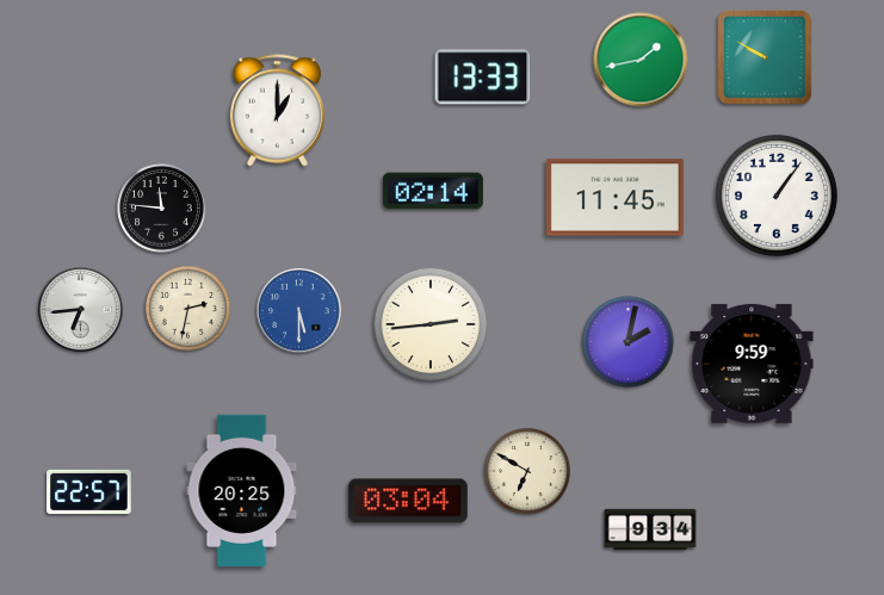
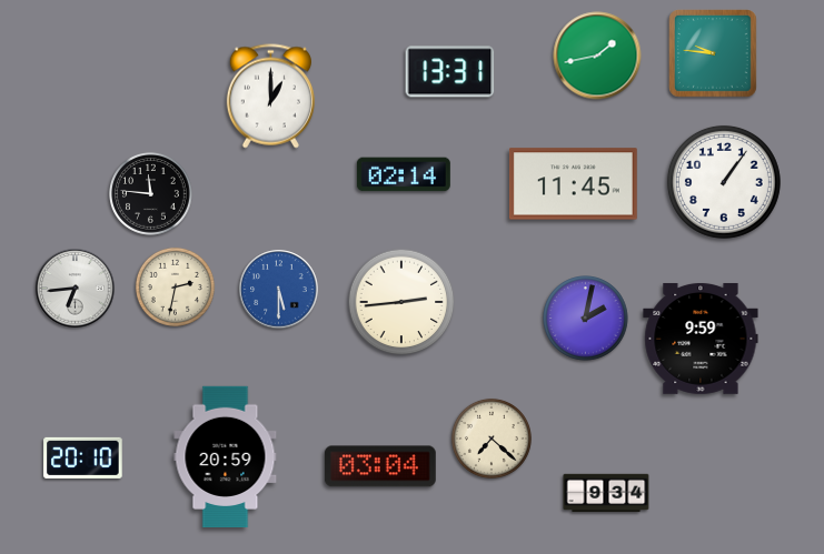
clock at (766, 58): 9:50 -> 9:46
clock at (483, 78): 13:33 -> 13:31
clock at (277, 111) position: (277, 111) -> (270, 97)
clock at (433, 191) position: (433, 191) -> (404, 174)
clock at (527, 471): 6:50 -> 7:22
clock at (242, 490): 20:25 -> 20:59
clock at (89, 491): 22:57 -> 20:10
